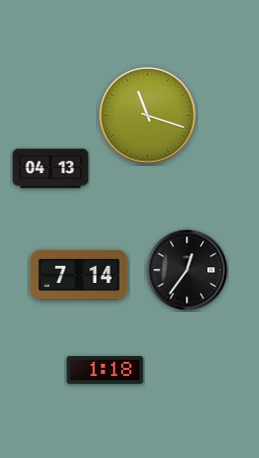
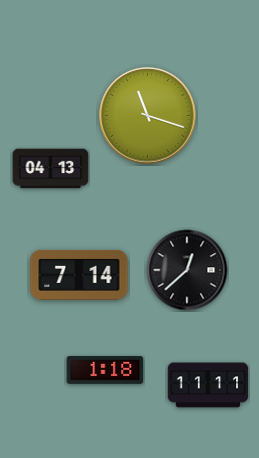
clock at (187, 270): 12:36 -> 12:38
clock at (208, 385): none -> 11:11
